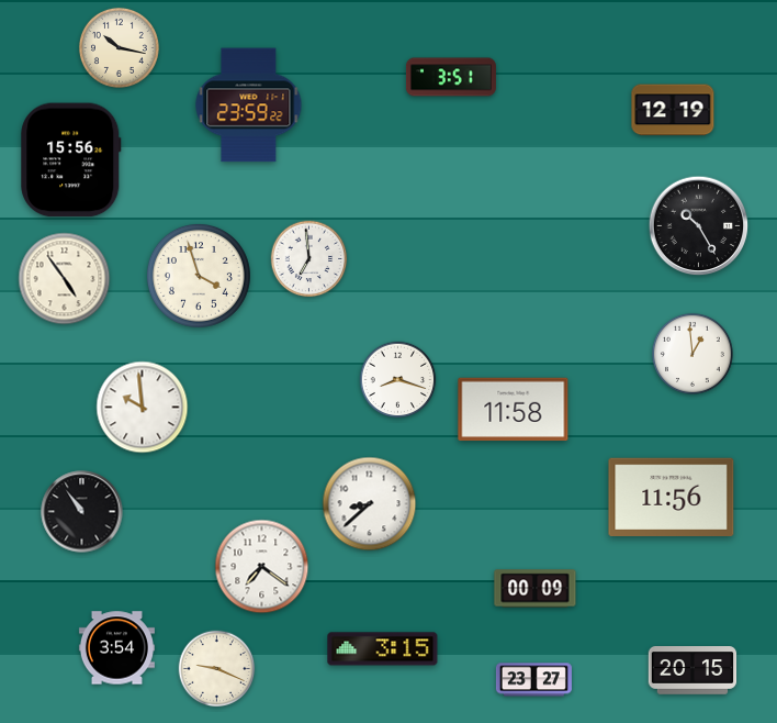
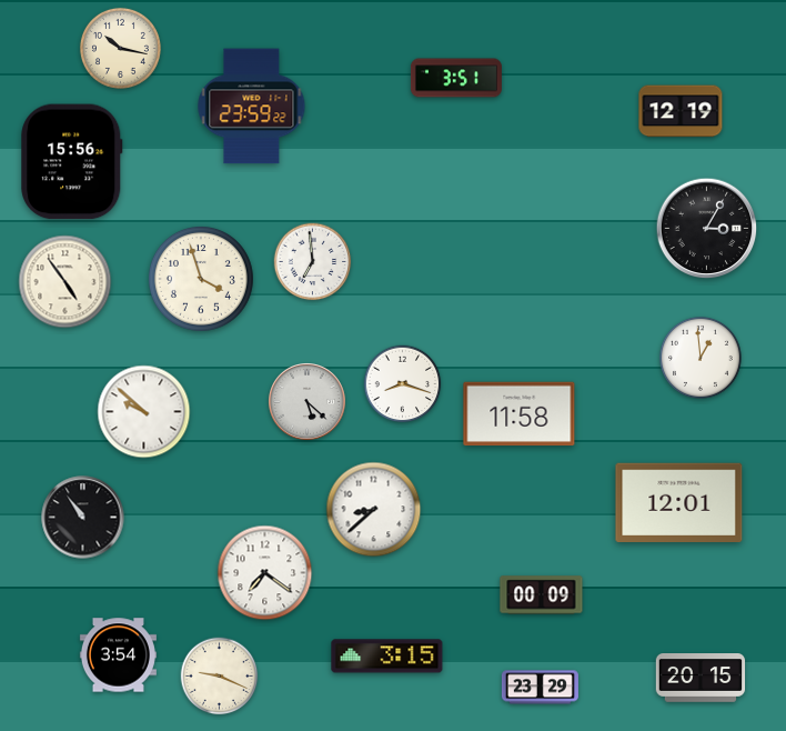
clock at (699, 226): 10:25 -> 3:05
clock at (308, 402): none -> 5:22
clock at (143, 408): 9:59 -> 9:52
clock at (672, 497): 11:56 -> 12:01
clock at (533, 680): 23:27 -> 23:29
